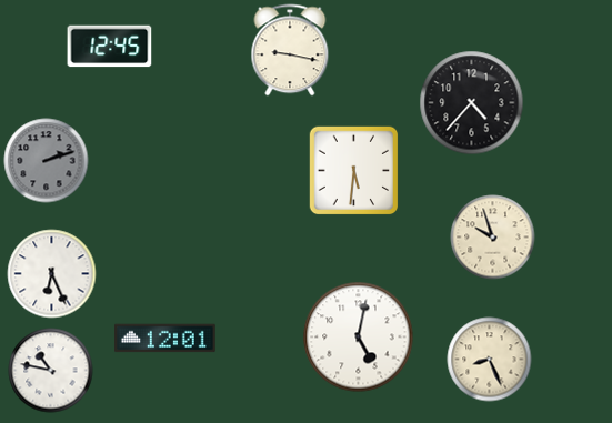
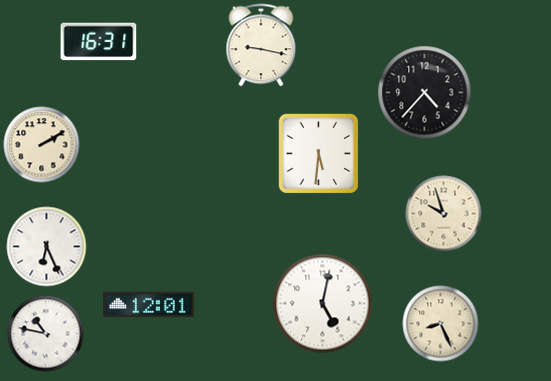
clock at (110, 47): 12:45 -> 16:31
clock at (47, 161): 2:12 -> 2:10
clock at (47, 161) dial: grey -> cream
